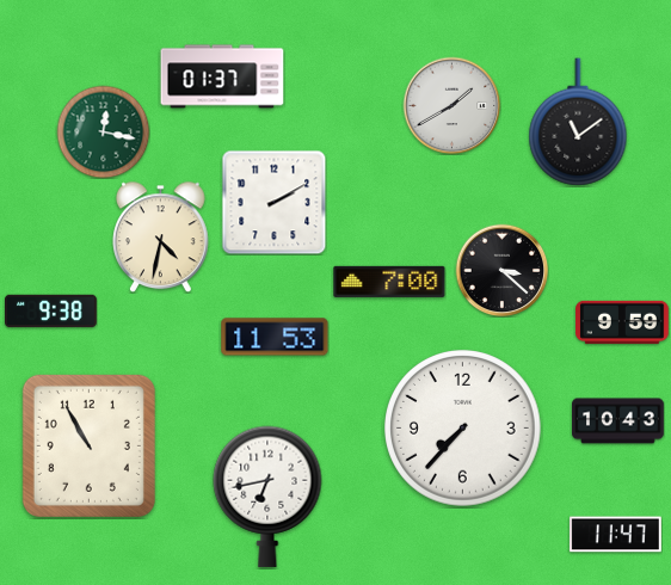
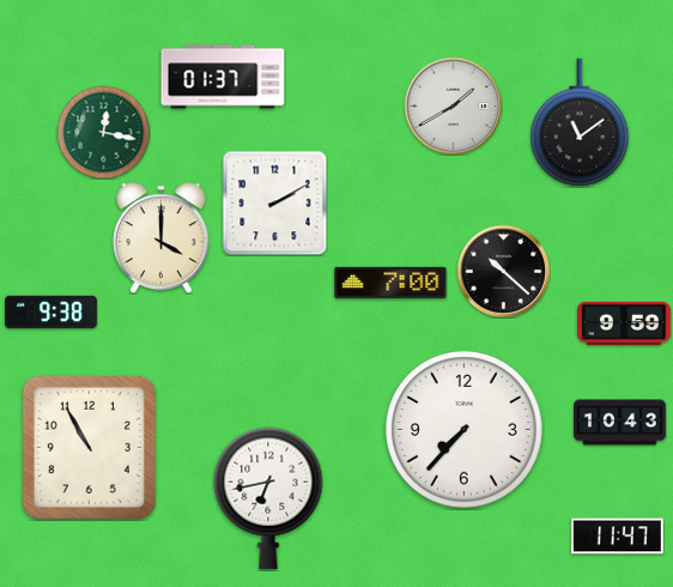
clock at (161, 236): 4:32 -> 4:00
clock at (501, 270): 3:22 -> 10:22
clock at (275, 337): 11:53 -> none
